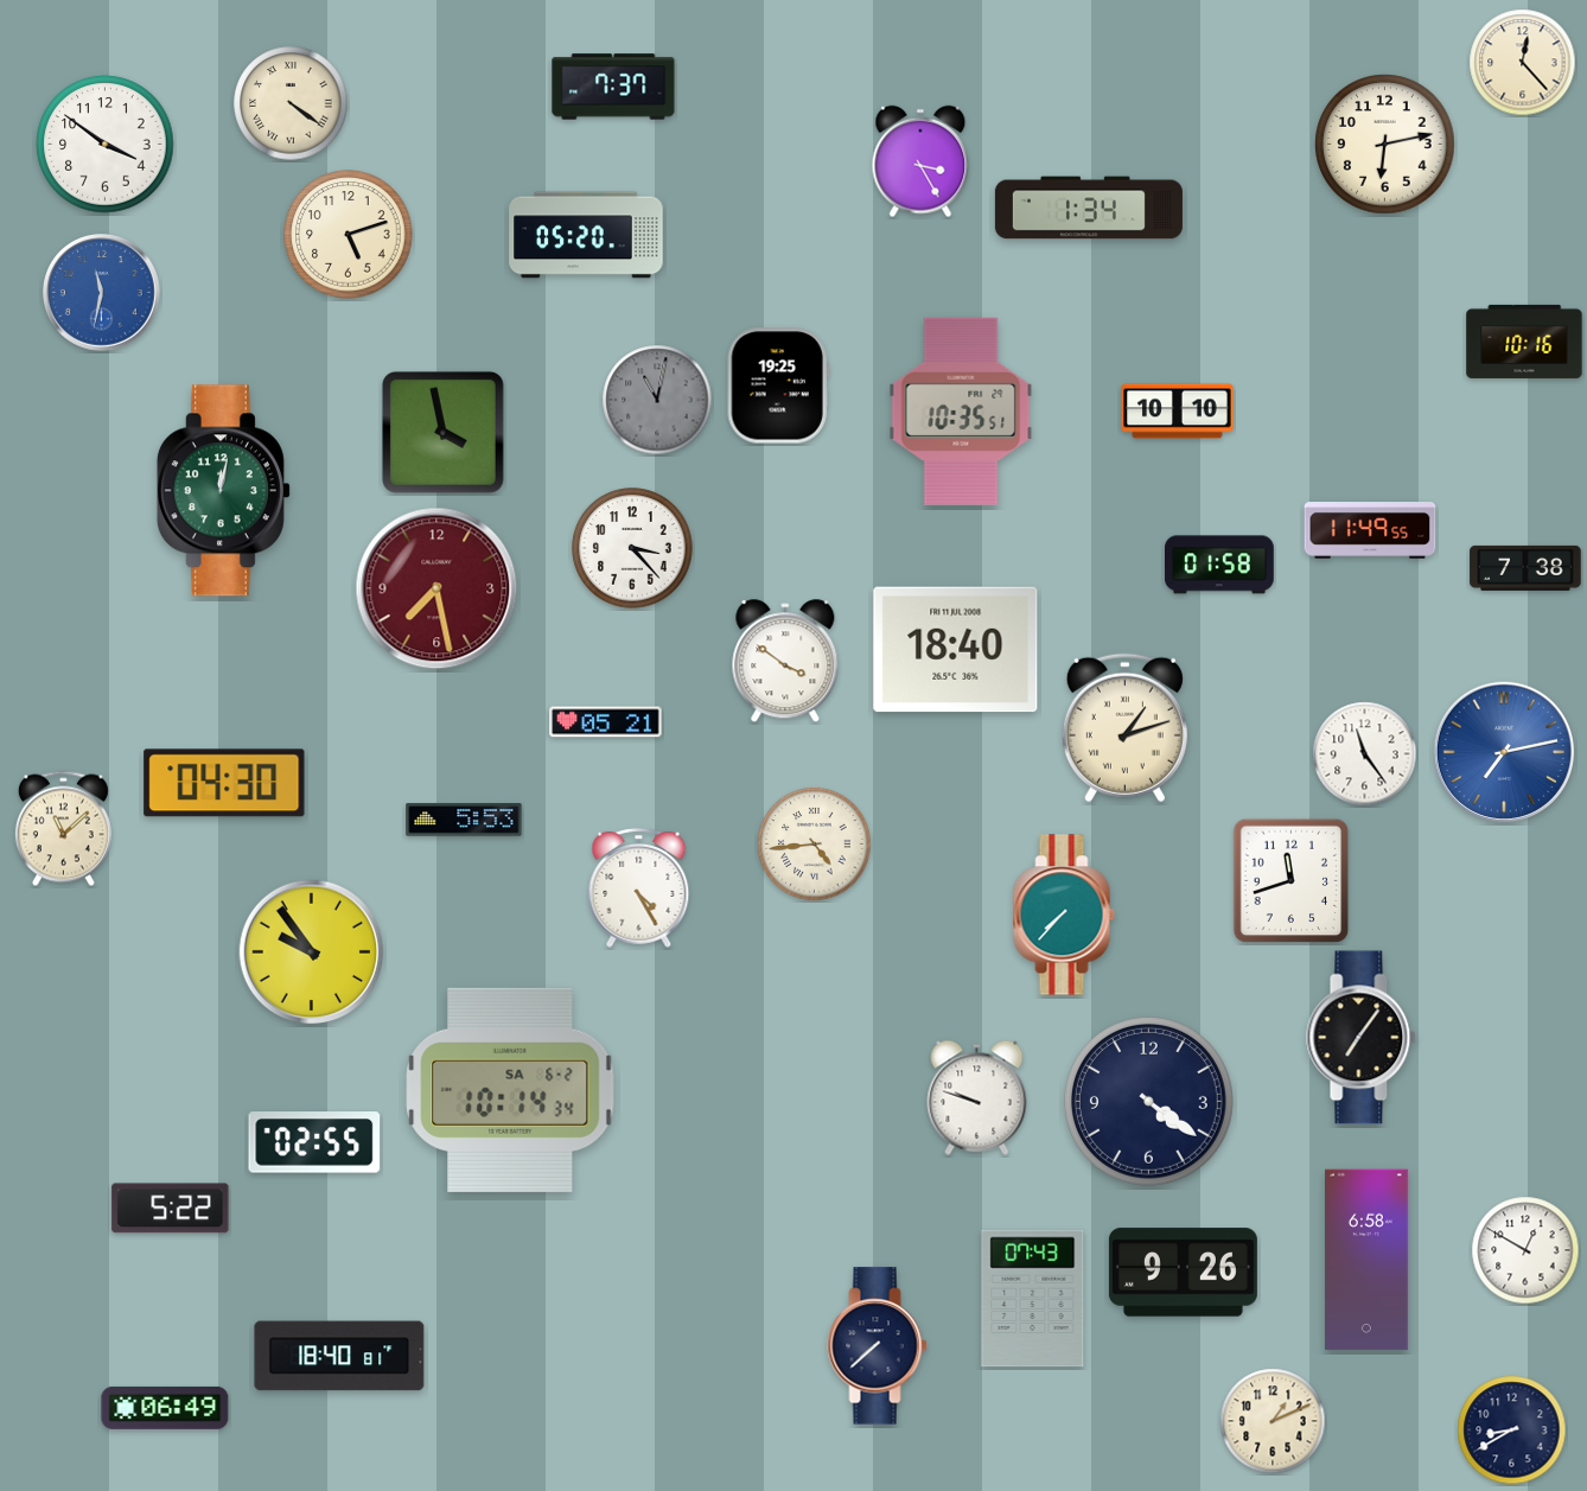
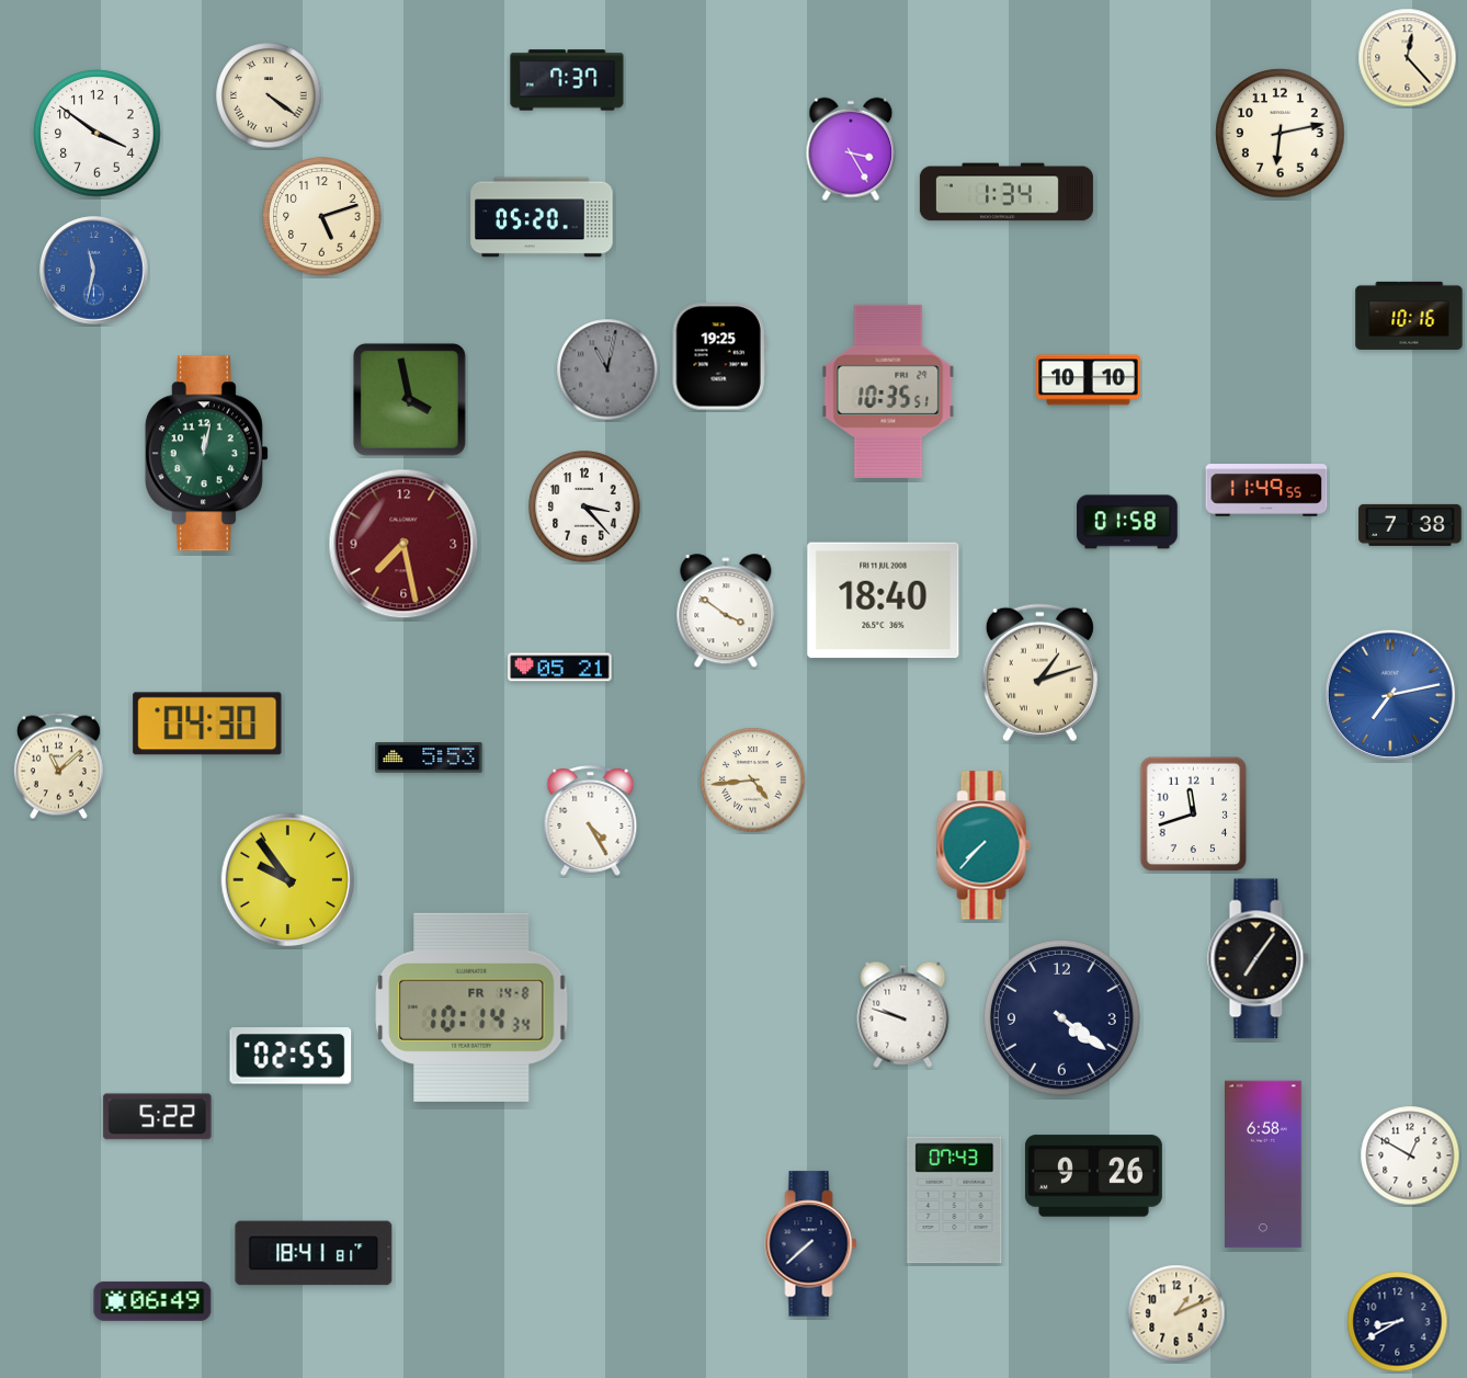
clock at (961, 412) position: (961, 412) -> (888, 391)
clock at (1365, 754): 11:24 -> none
clock at (510, 1090) date: SA 6-2 -> FR 14-8
clock at (339, 1356): 18:40 -> 18:41
